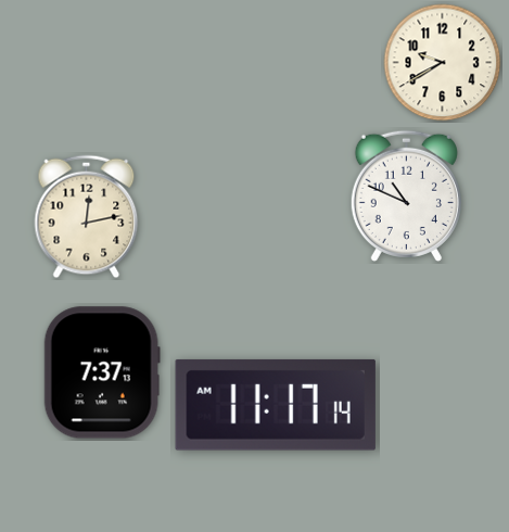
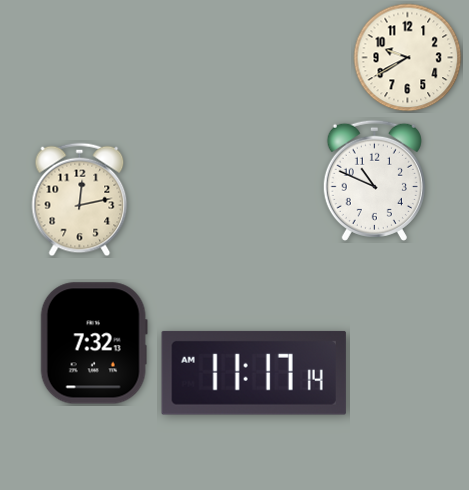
clock at (102, 372): 7:37 -> 7:32
